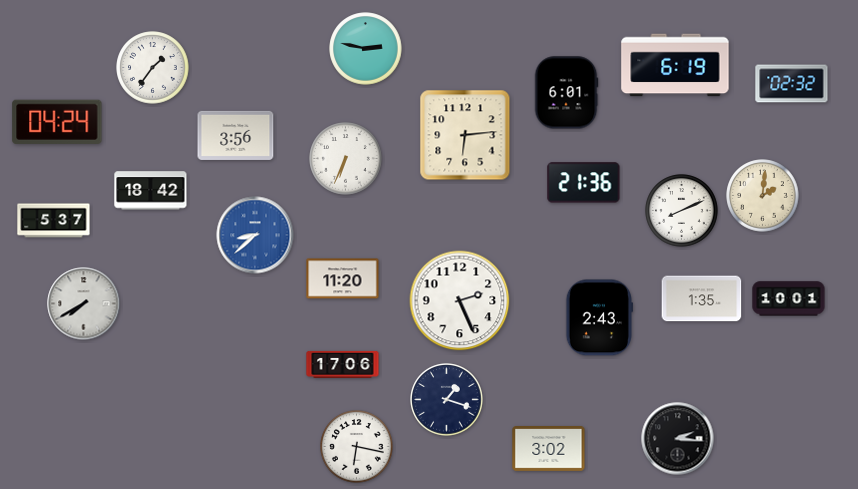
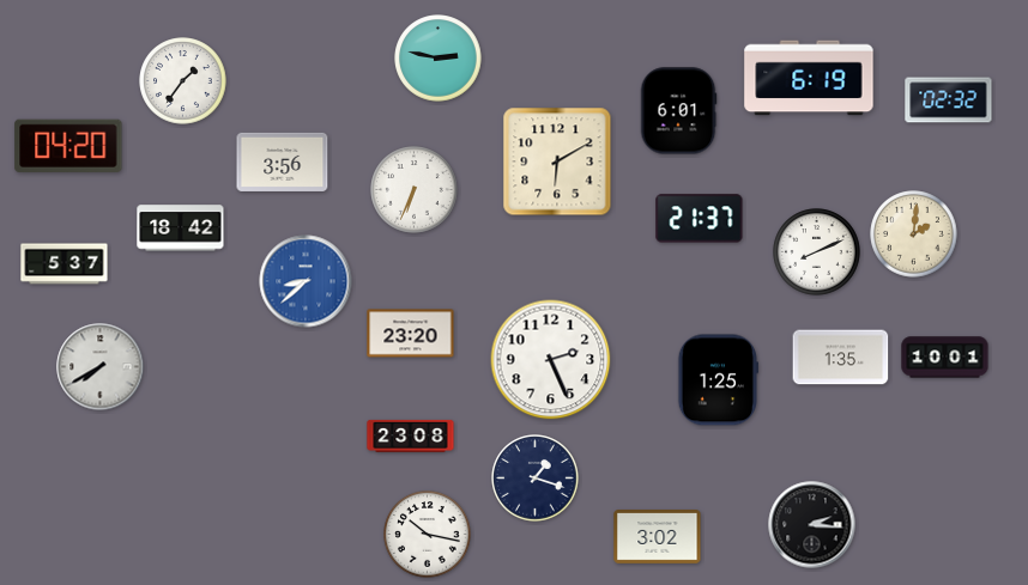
clock at (57, 122): 04:24 -> 04:20
clock at (465, 135): 6:14 -> 6:10
clock at (584, 183): 21:36 -> 21:37
clock at (343, 279): 11:20 -> 23:20
clock at (84, 304) position: (84, 304) -> (101, 367)
clock at (599, 318): 2:43 -> 1:25
clock at (343, 364): 17:06 -> 23:08
clock at (357, 447): 6:17 -> 10:17
